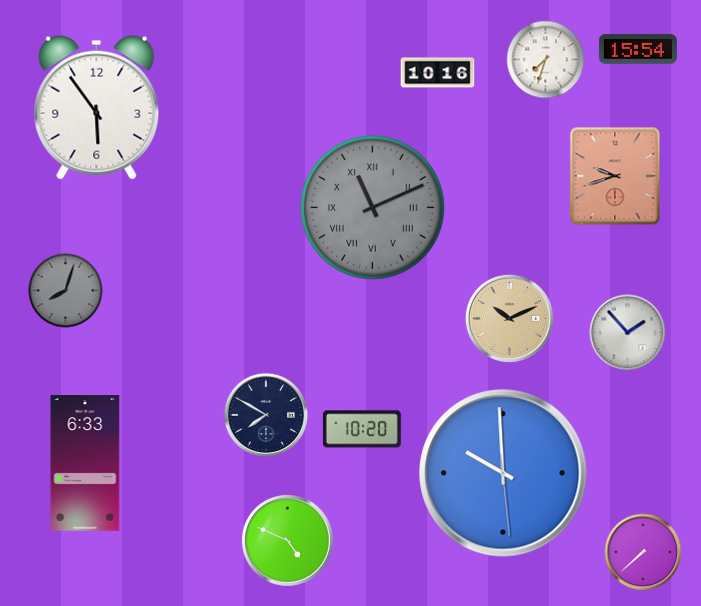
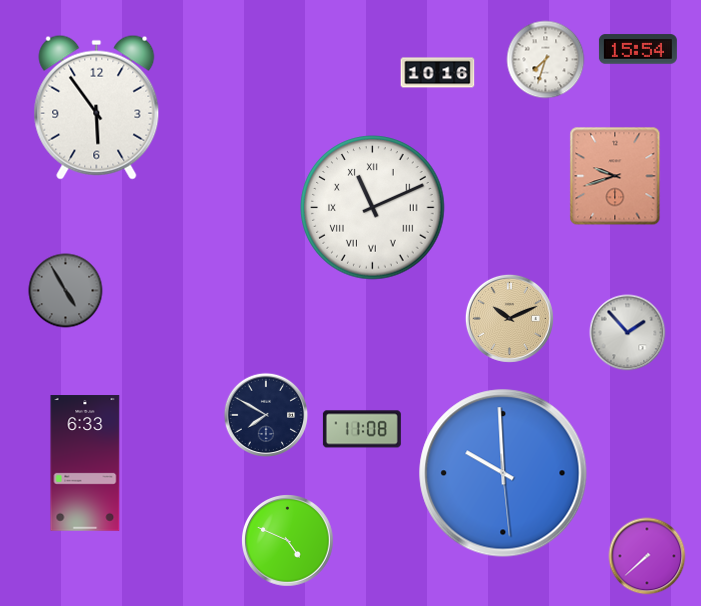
clock at (373, 208) dial: grey -> white
clock at (66, 291): 8:03 -> 4:55
clock at (362, 429): 10:20 -> 11:08
clock at (643, 552) position: (643, 552) -> (647, 556)
